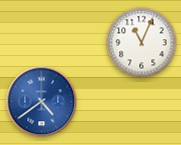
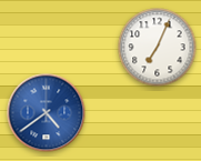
clock at (142, 43): 11:04 -> 7:04
